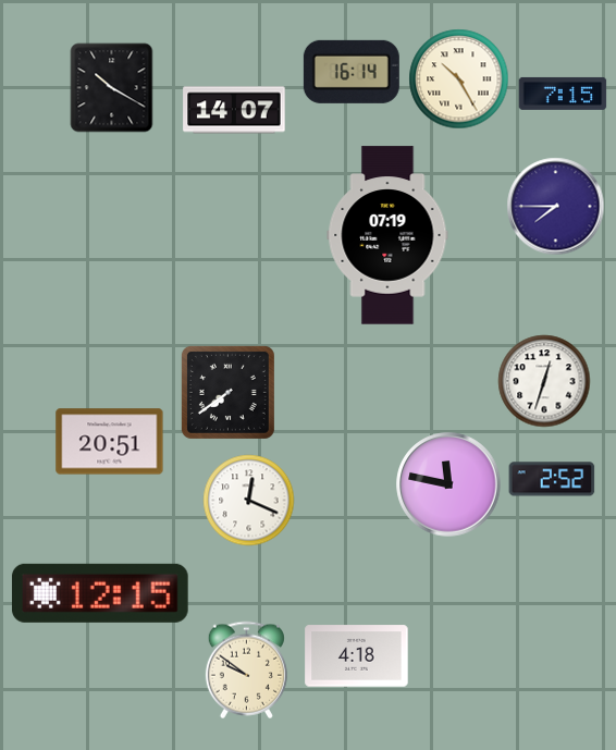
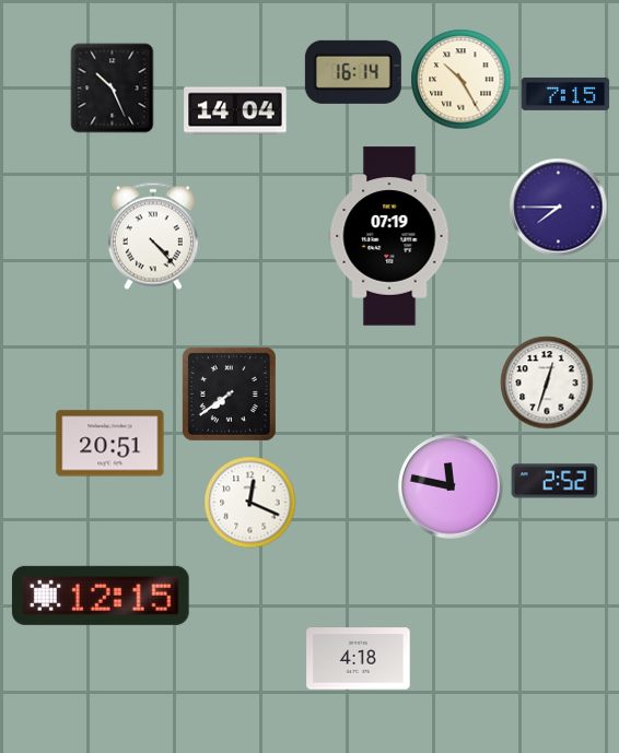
clock at (112, 88): 10:20 -> 10:26
clock at (234, 110): 14:07 -> 14:04
clock at (153, 236): none -> 4:23
clock at (246, 671): 9:51 -> none
